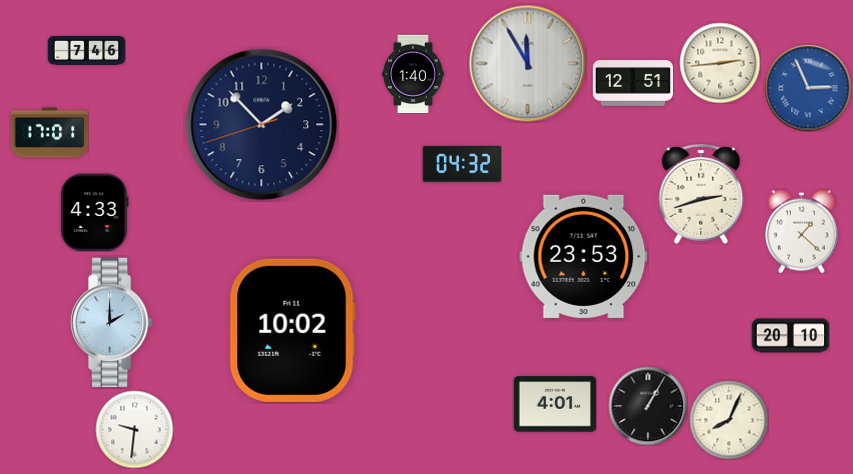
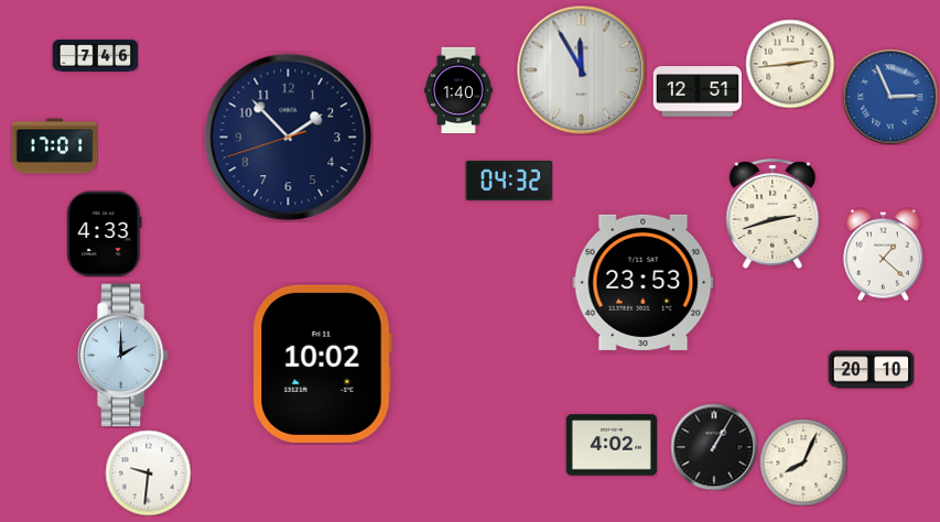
clock at (720, 63) position: (720, 63) -> (790, 64)
clock at (413, 74) position: (413, 74) -> (458, 90)
clock at (555, 404): 4:01 -> 4:02
